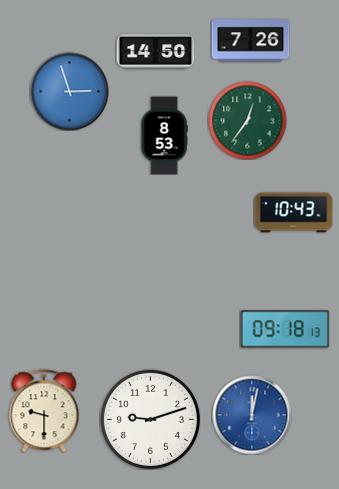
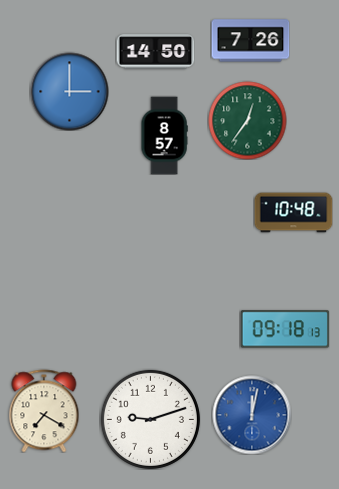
clock at (69, 91): 2:57 -> 3:00
clock at (164, 135): 8:53 -> 8:57
clock at (293, 213): 10:43 -> 10:48
clock at (44, 411): 9:30 -> 7:20
